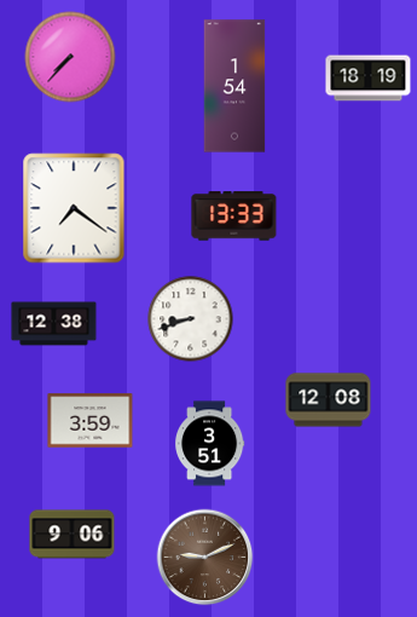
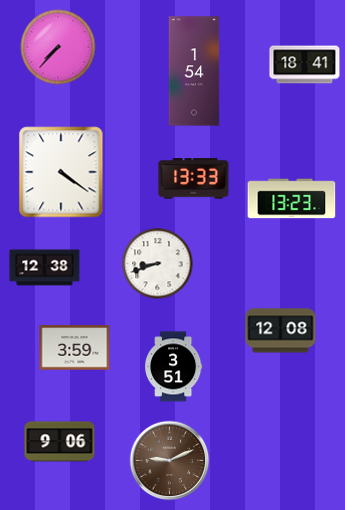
clock at (369, 79): 18:19 -> 18:41
clock at (74, 208): 7:21 -> 4:21
clock at (292, 199): none -> 13:23
clock at (329, 400) position: (329, 400) -> (281, 331)
